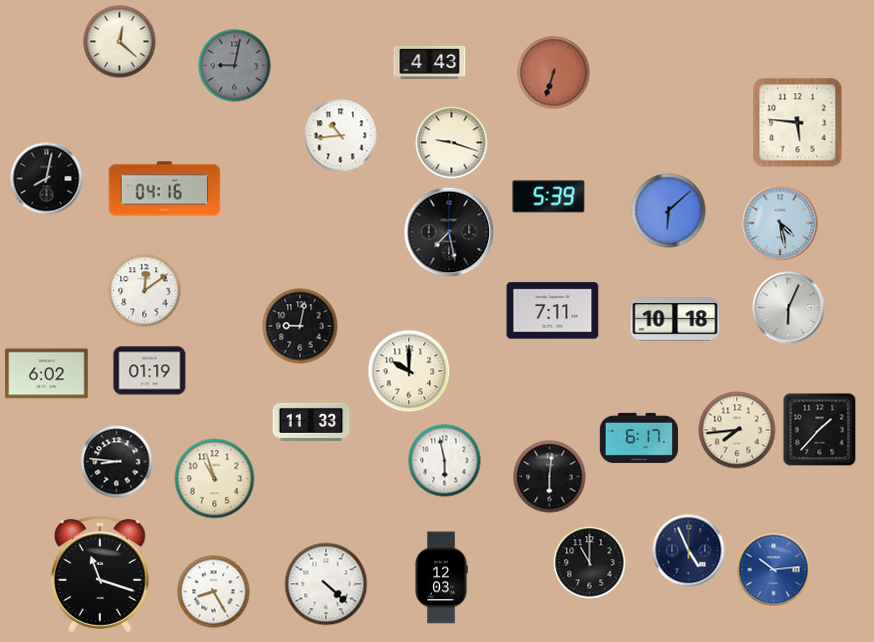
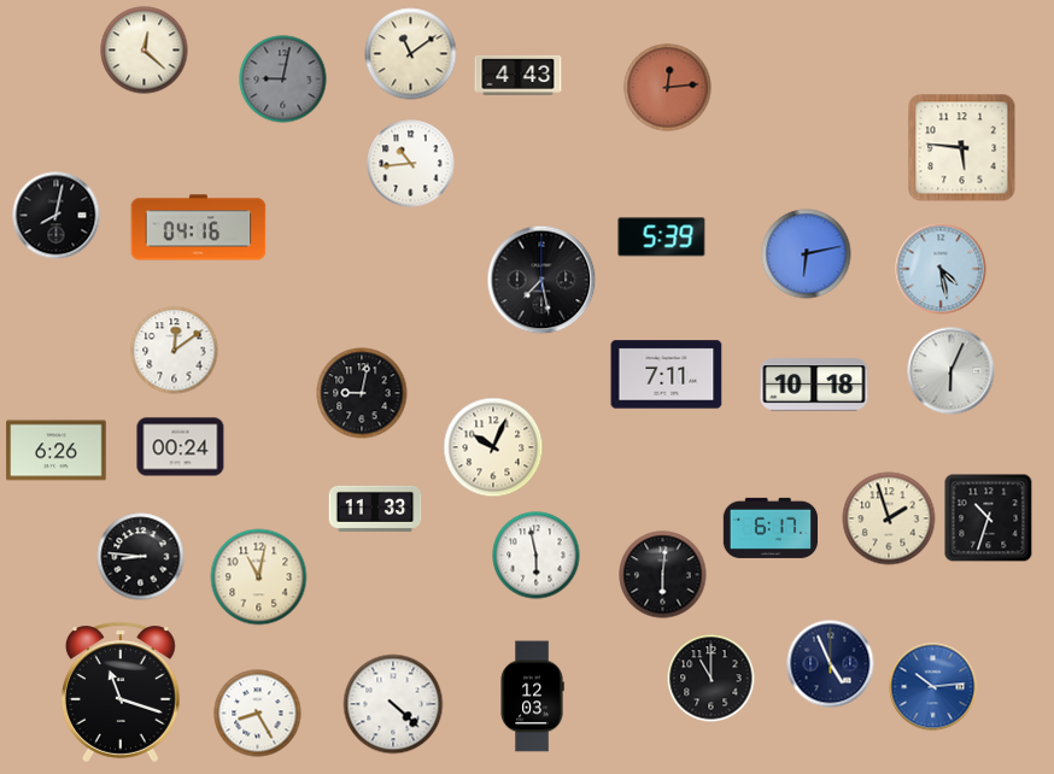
clock at (411, 54): none -> 11:09
clock at (554, 73): 6:33 -> 12:14
clock at (452, 143): 9:18 -> none
clock at (669, 211): 6:08 -> 6:13
clock at (150, 371): 01:19 -> 00:24
clock at (409, 371): 10:00 -> 10:04
clock at (47, 374): 6:02 -> 6:26
clock at (737, 430): 7:44 -> 1:57
clock at (820, 430): 1:37 -> 10:33
clock at (215, 479): 10:57 -> 11:02
